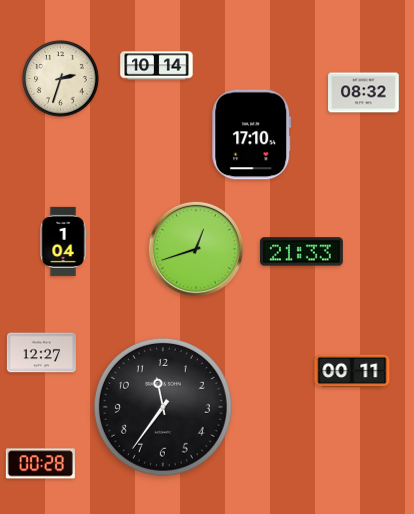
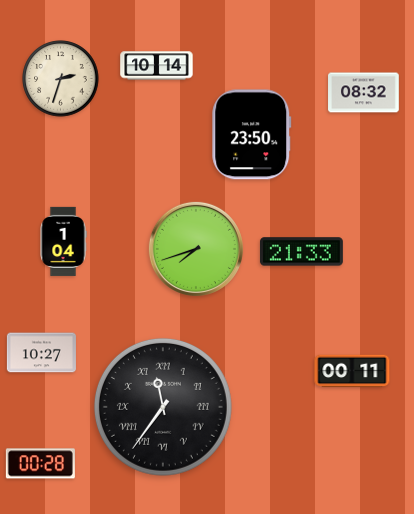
clock at (252, 135): 17:10 -> 23:50
clock at (196, 249): 12:42 -> 7:42
clock at (41, 353): 12:27 -> 10:27
clock at (163, 407) numerals: Arabic -> Roman
